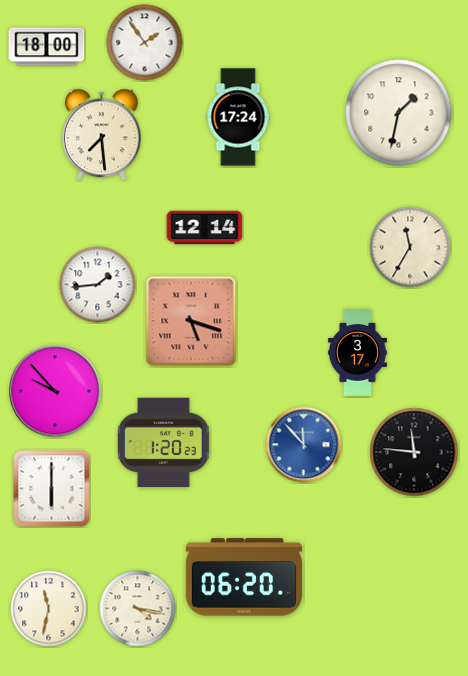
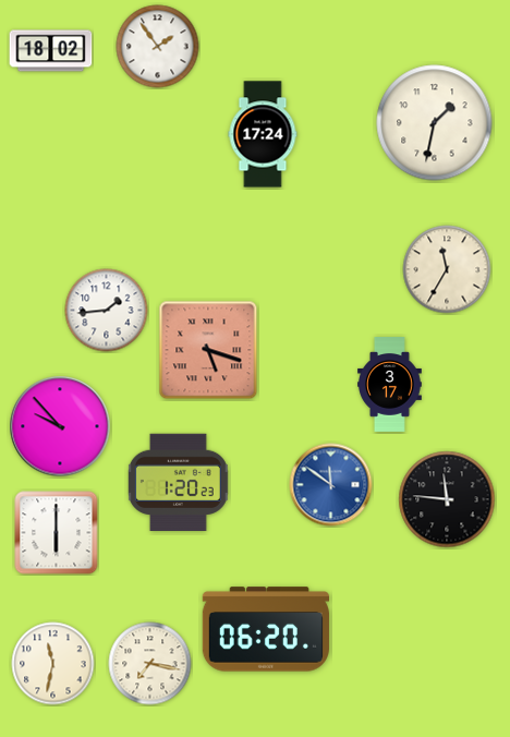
clock at (47, 47): 18:00 -> 18:02
clock at (238, 117) position: (238, 117) -> (263, 134)
clock at (102, 135): 7:29 -> none
clock at (205, 228): 12:14 -> none
clock at (304, 445): 11:53 -> 11:51
clock at (414, 452) position: (414, 452) -> (447, 499)
clock at (138, 609): 4:17 -> 7:17
